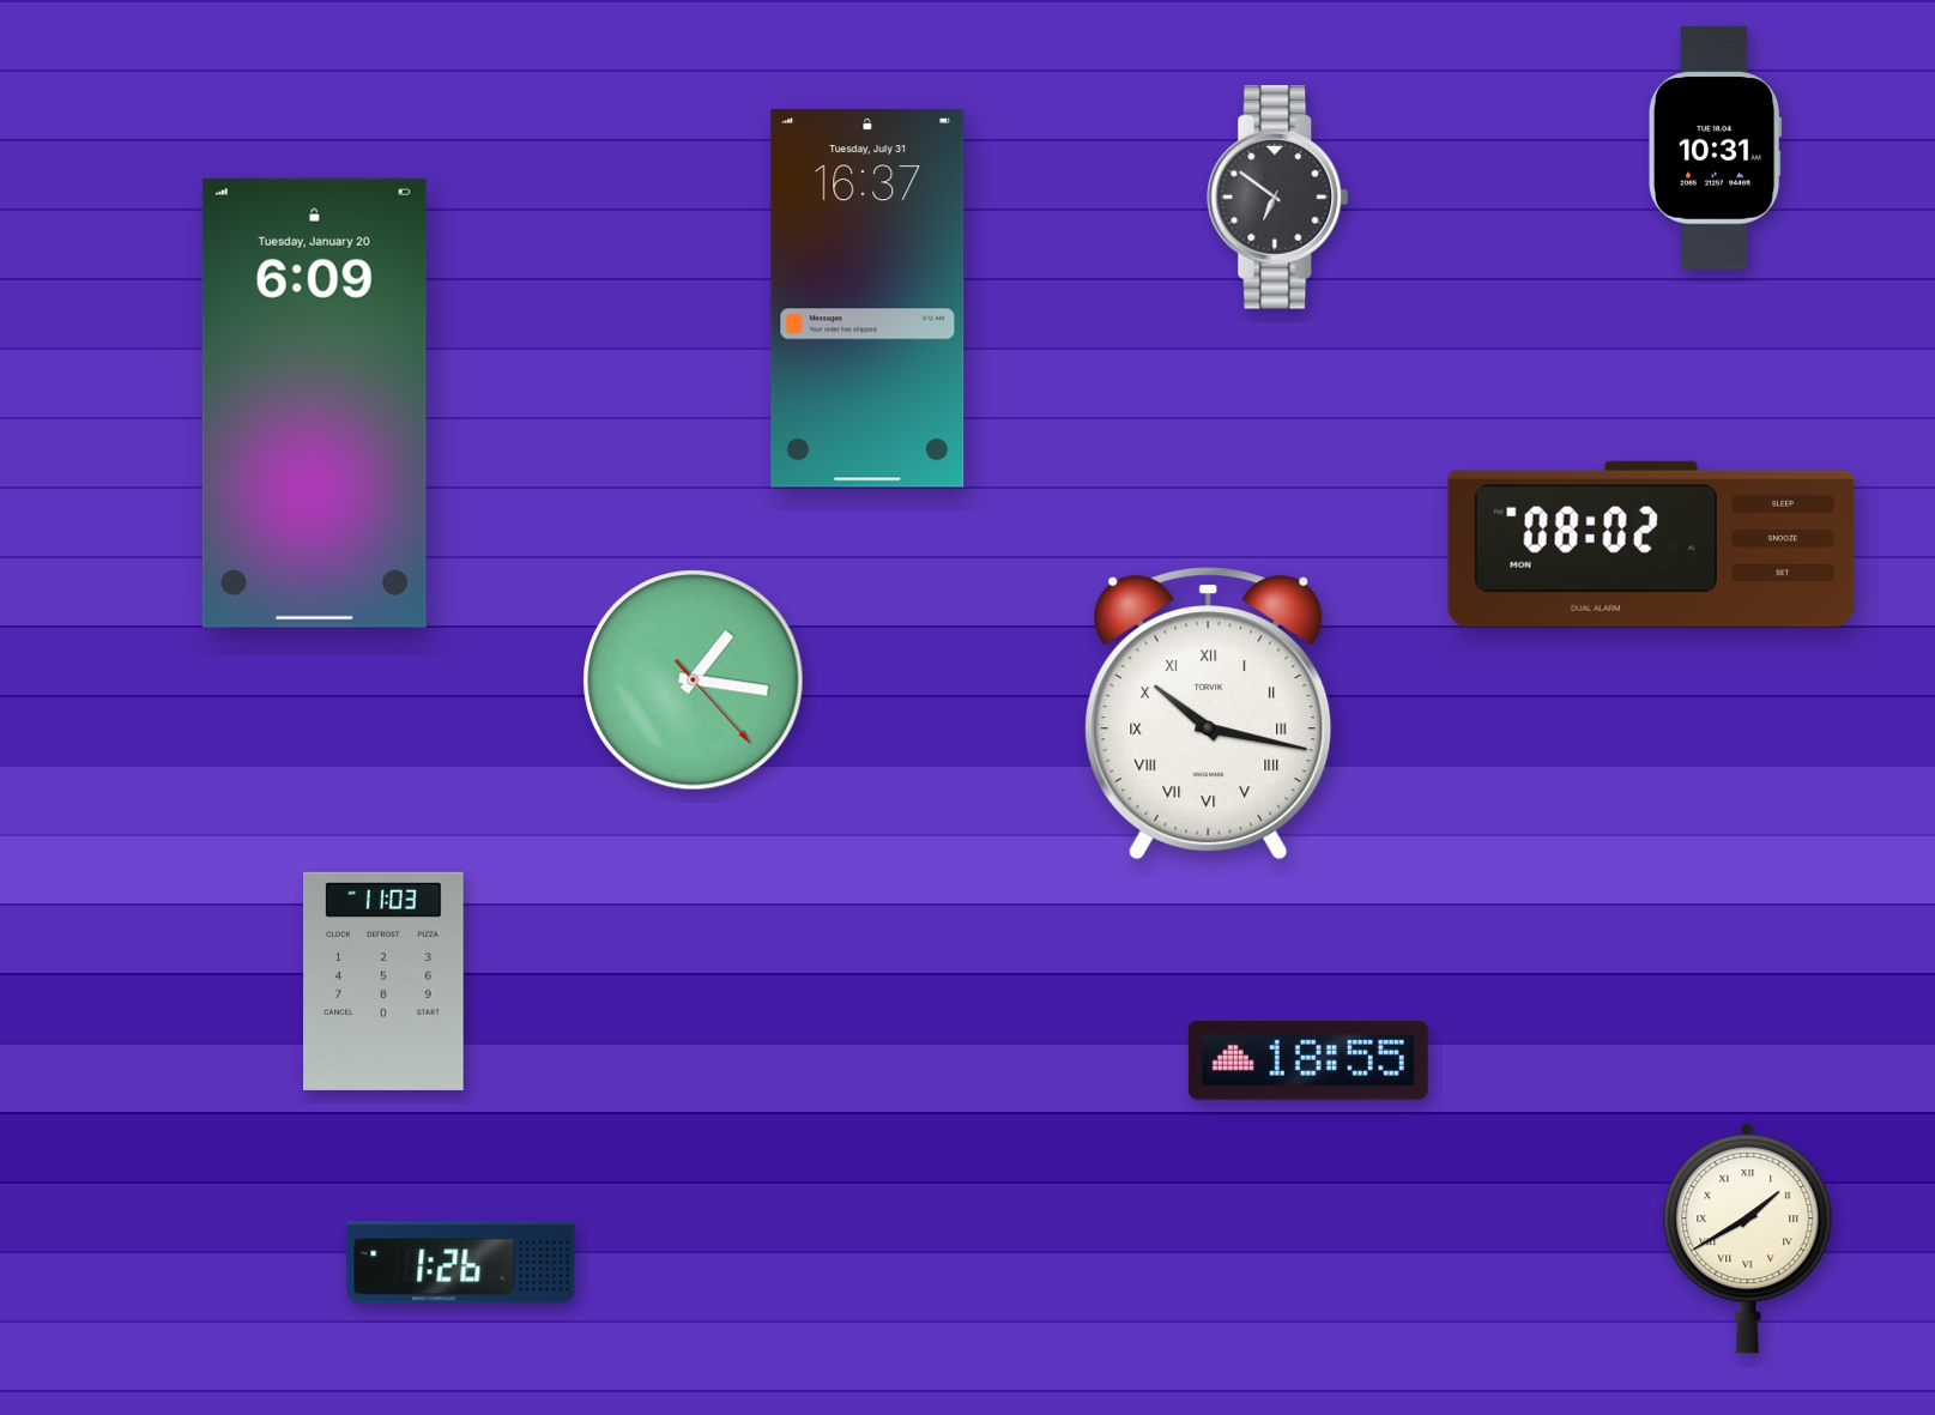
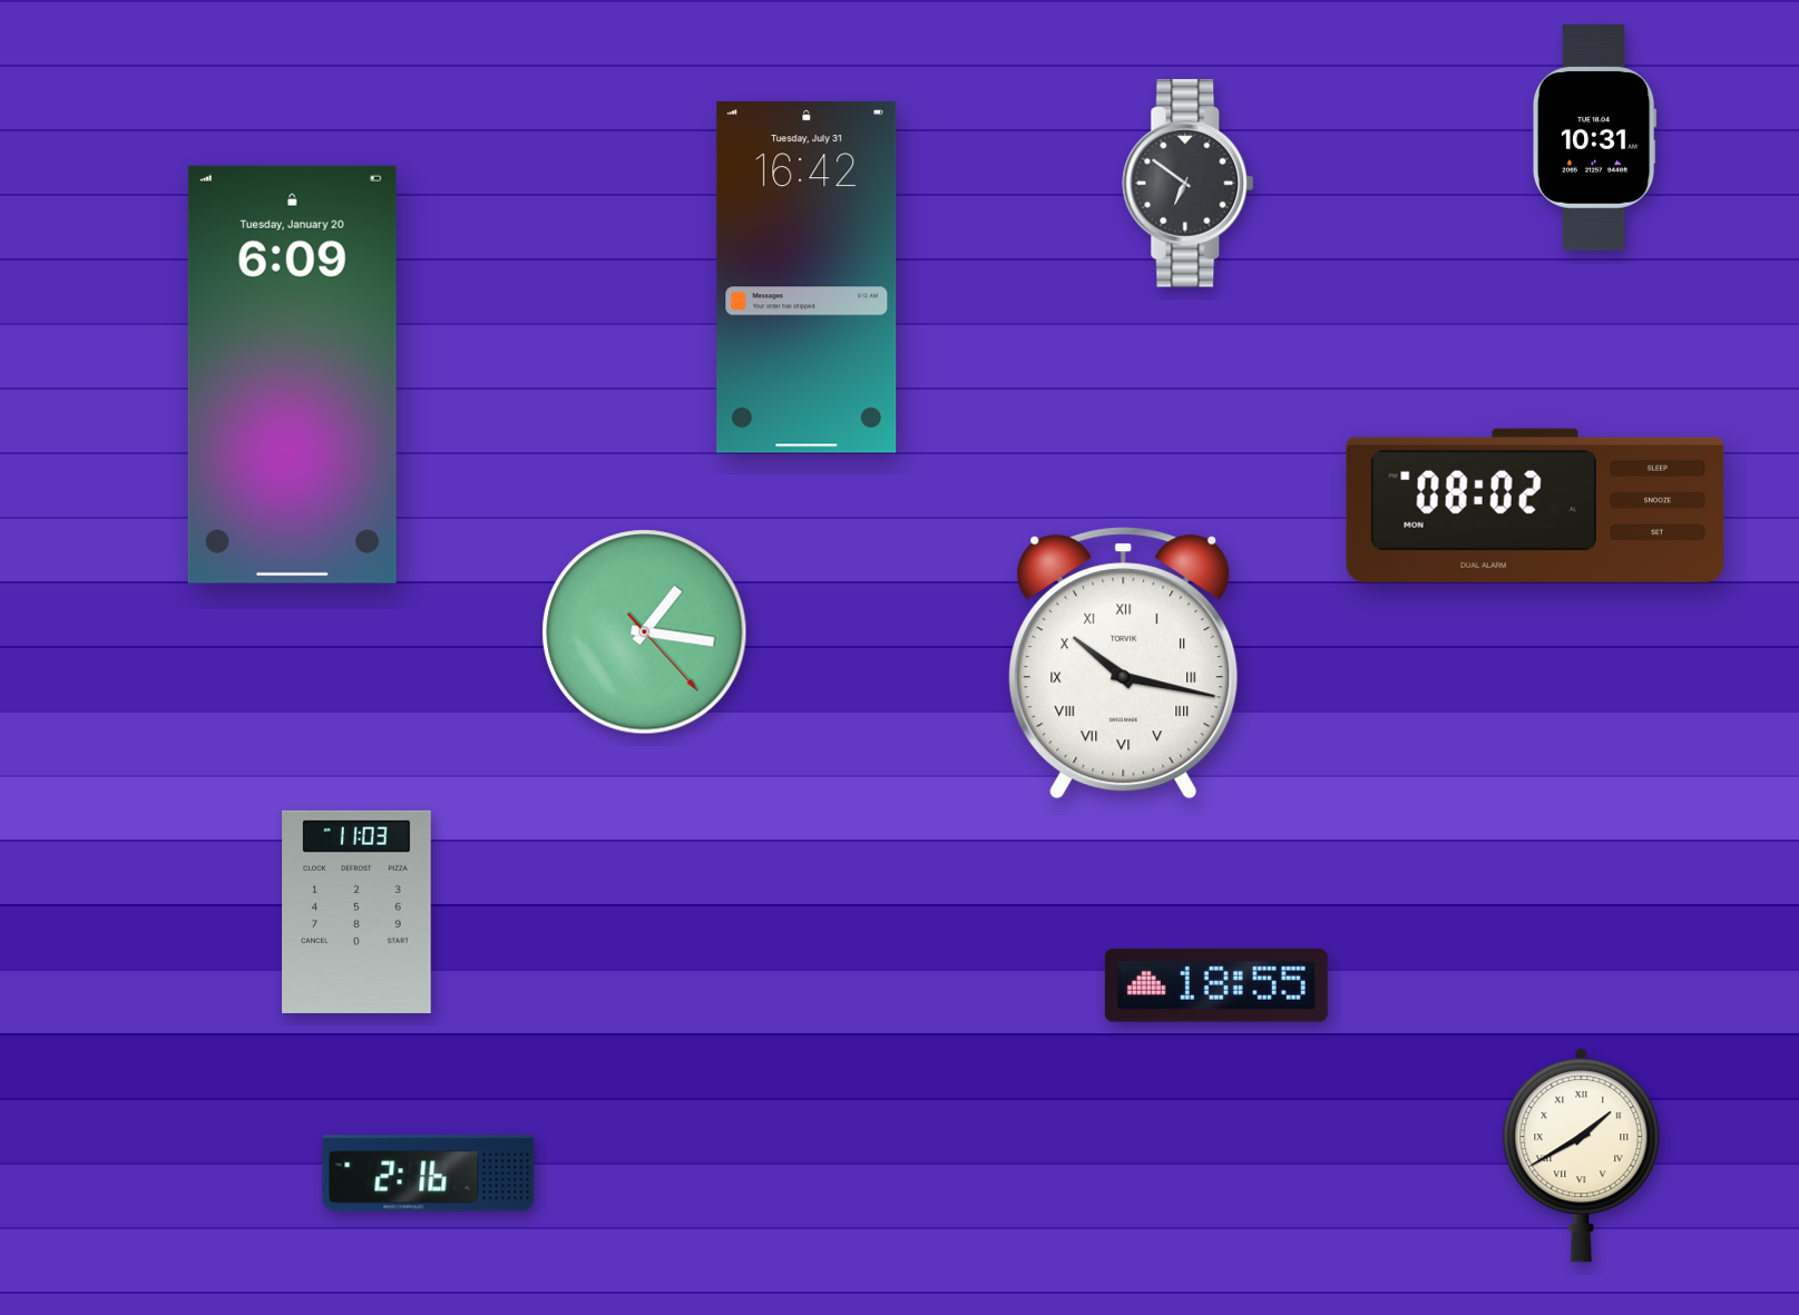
clock at (867, 298): 16:37 -> 16:42
clock at (1748, 1239) position: (1748, 1239) -> (1582, 1156)
clock at (461, 1263): 1:26 -> 2:16
